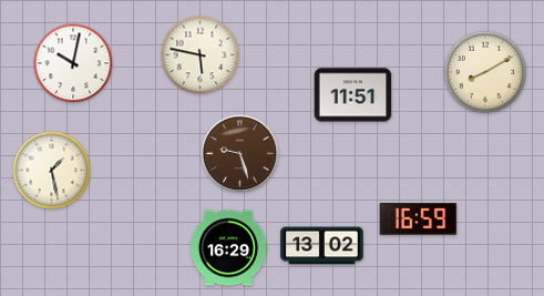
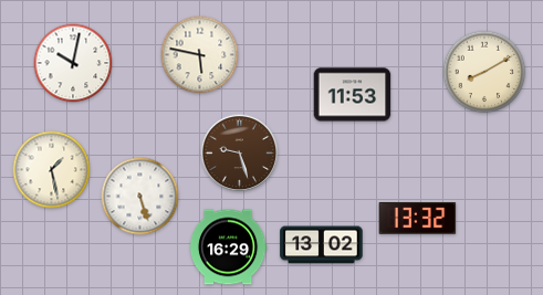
clock at (353, 95): 11:51 -> 11:53
clock at (140, 197): none -> 5:27
clock at (419, 220): 16:59 -> 13:32
